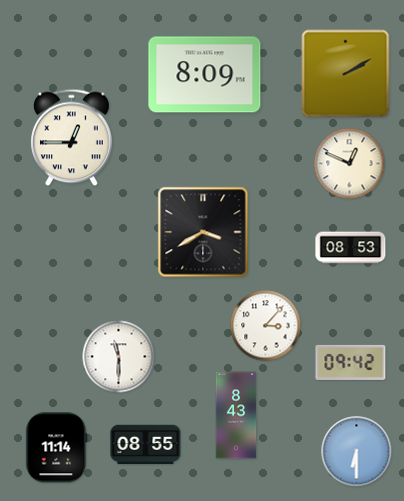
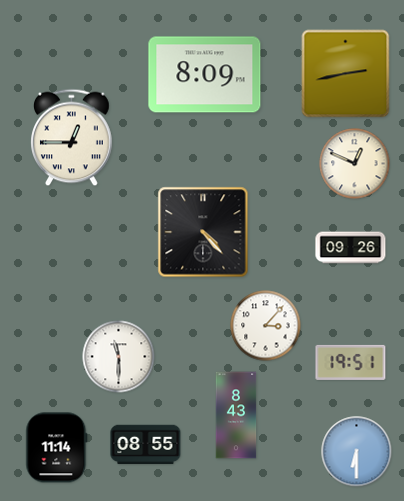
clock at (346, 74): 2:10 -> 2:43
clock at (350, 164) position: (350, 164) -> (355, 164)
clock at (203, 232): 3:40 -> 4:23
clock at (351, 248): 08:53 -> 09:26
clock at (351, 362): 09:42 -> 19:51
